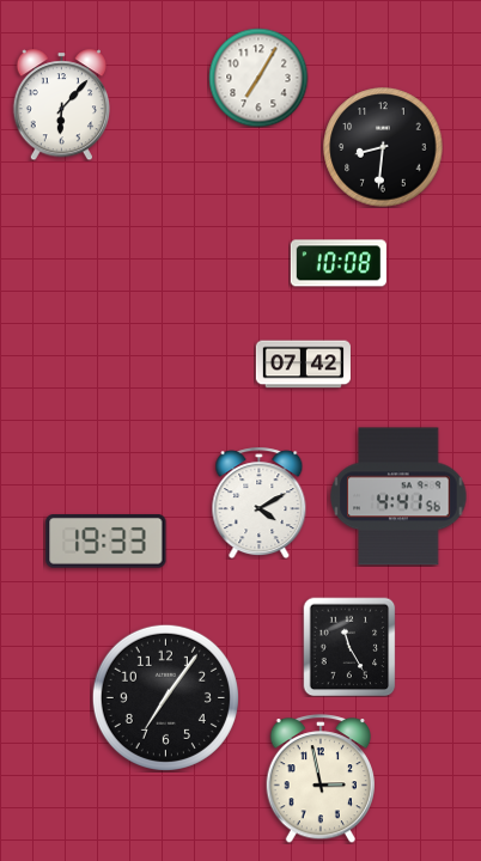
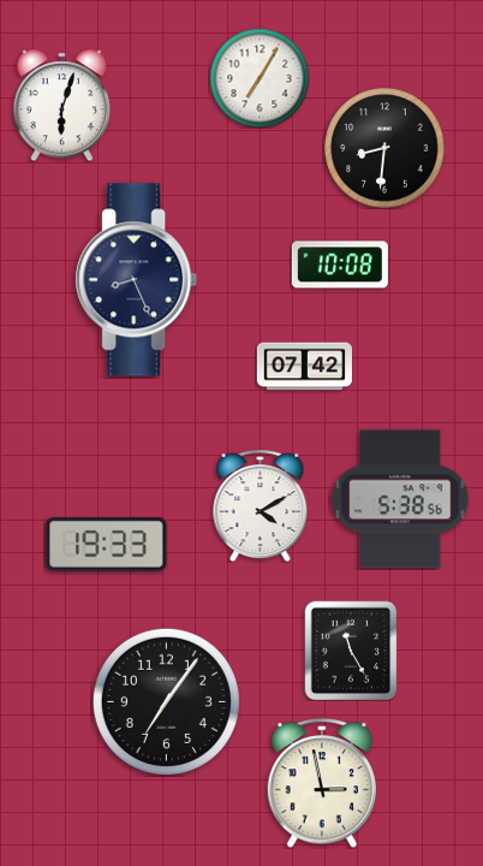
clock at (61, 104): 6:07 -> 6:03
clock at (137, 280): none -> 8:26
clock at (398, 496): 4:41 -> 5:38
